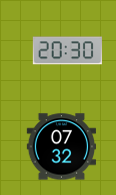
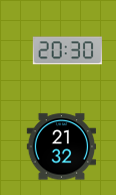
clock at (62, 147): 07:32 -> 21:32
